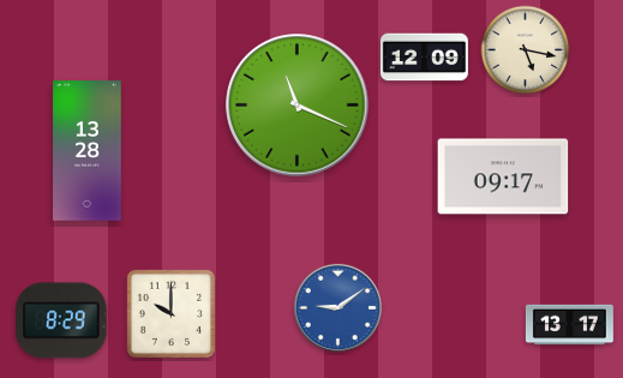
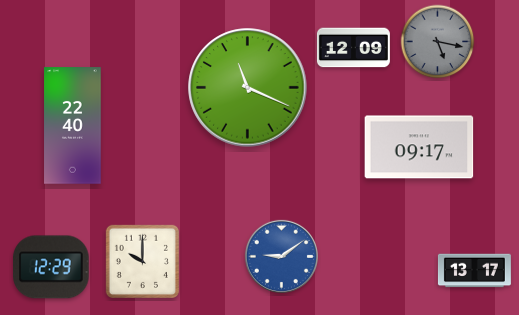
clock at (526, 50) dial: cream -> grey
clock at (88, 151): 13:28 -> 22:40
clock at (61, 320): 8:29 -> 12:29
